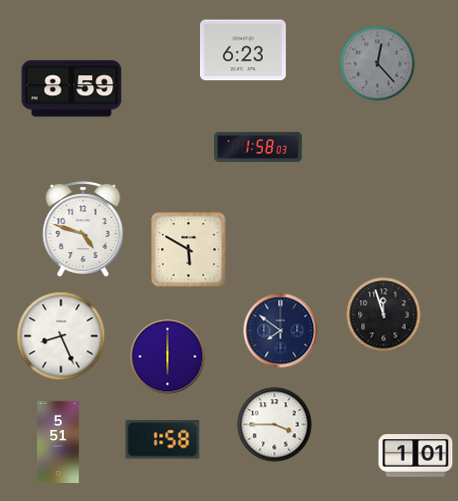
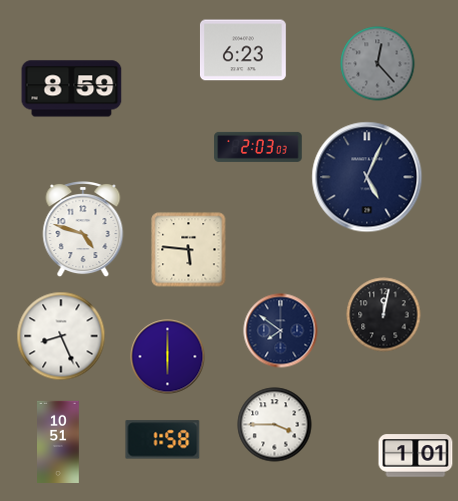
clock at (258, 147): 1:58 -> 2:03
clock at (367, 177): none -> 5:04
clock at (189, 250): 5:50 -> 5:46
clock at (384, 315): 11:57 -> 12:02
clock at (59, 441): 5:51 -> 10:51
